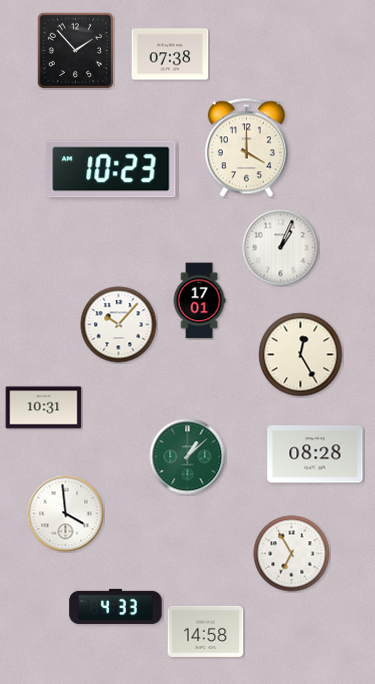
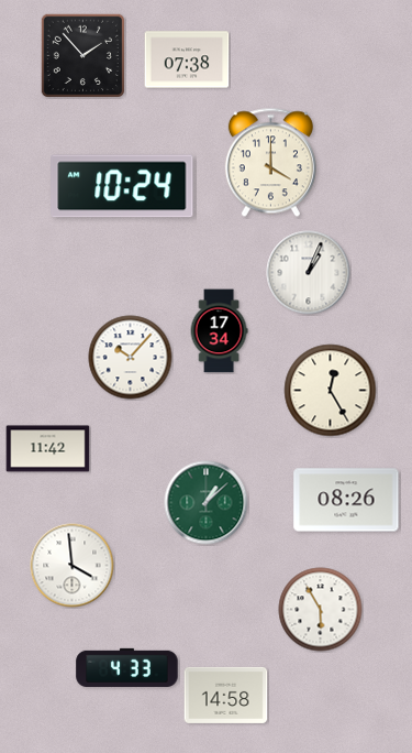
clock at (111, 169): 10:23 -> 10:24
clock at (199, 301): 17:01 -> 17:34
clock at (44, 408): 10:31 -> 11:42
clock at (315, 454): 08:28 -> 08:26
clock at (292, 554): 6:55 -> 5:55
